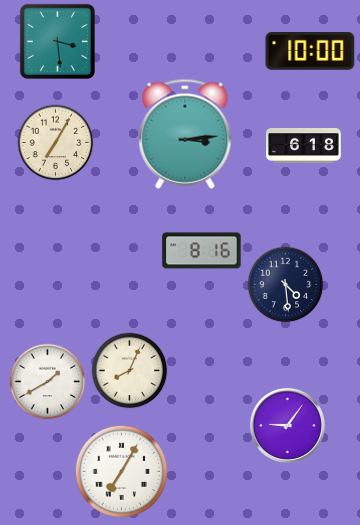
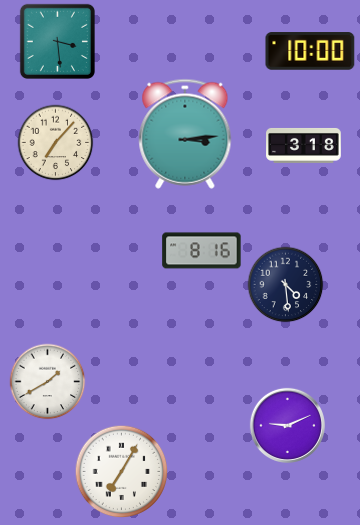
clock at (56, 143): 7:05 -> 7:07
clock at (304, 145): 6:18 -> 3:18
clock at (130, 371): 8:04 -> none
clock at (287, 425): 9:06 -> 9:11
